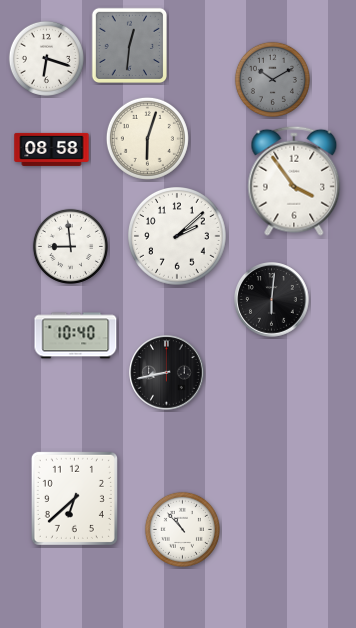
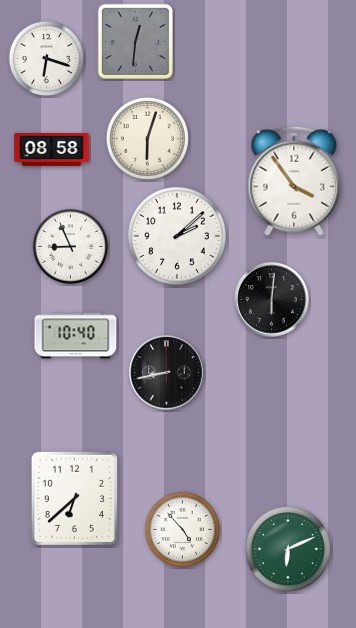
clock at (129, 45) position: (129, 45) -> (135, 41)
clock at (272, 79): 10:10 -> none
clock at (70, 246): 8:59 -> 8:56
clock at (182, 529): 10:53 -> 4:53
clock at (288, 549): none -> 6:11
